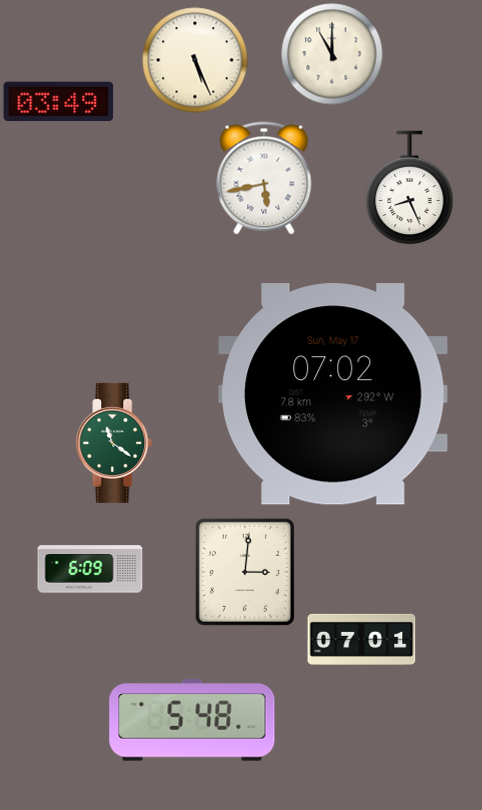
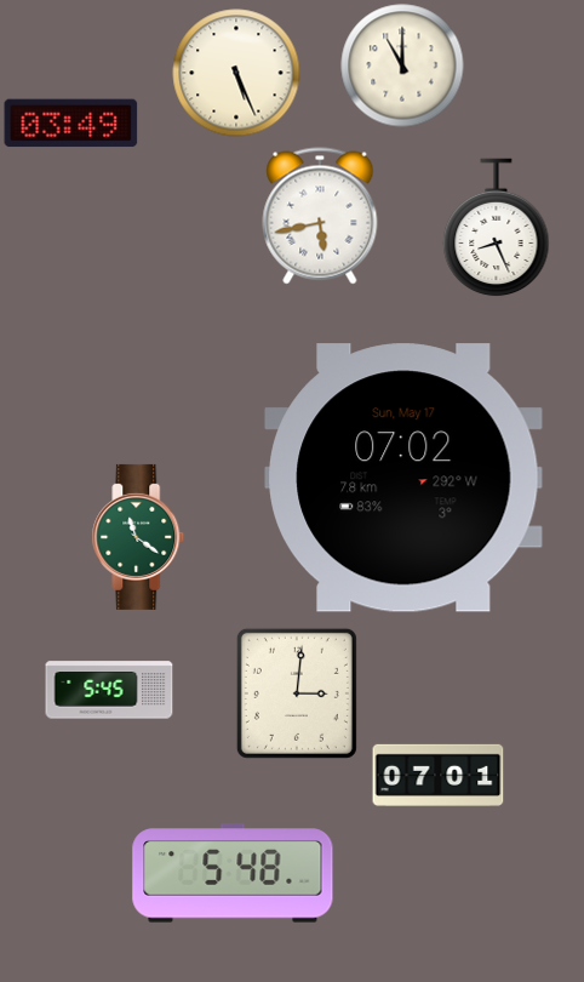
clock at (90, 569): 6:09 -> 5:45
